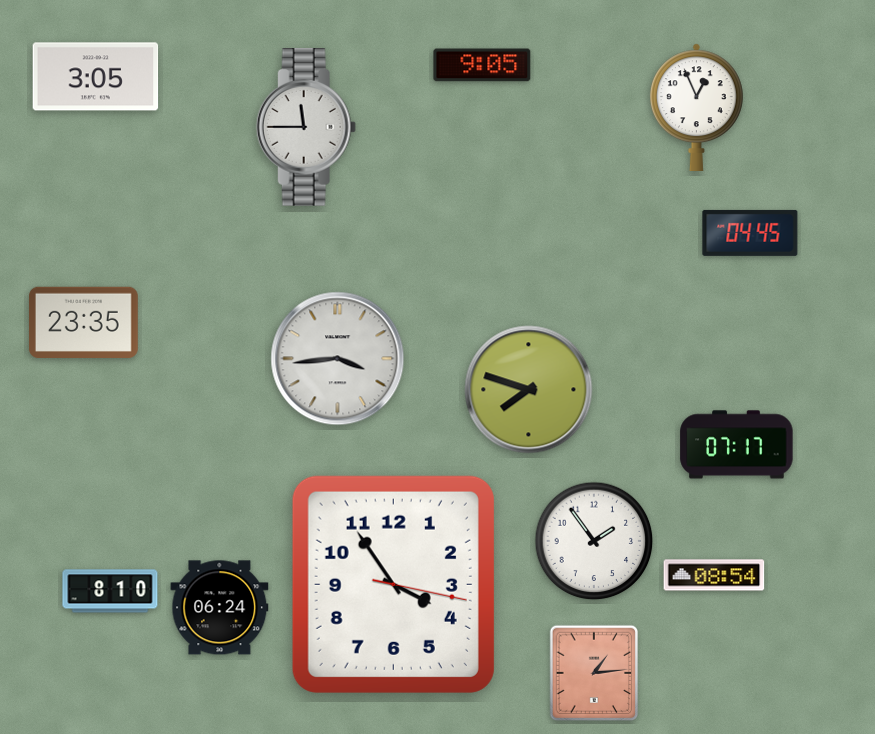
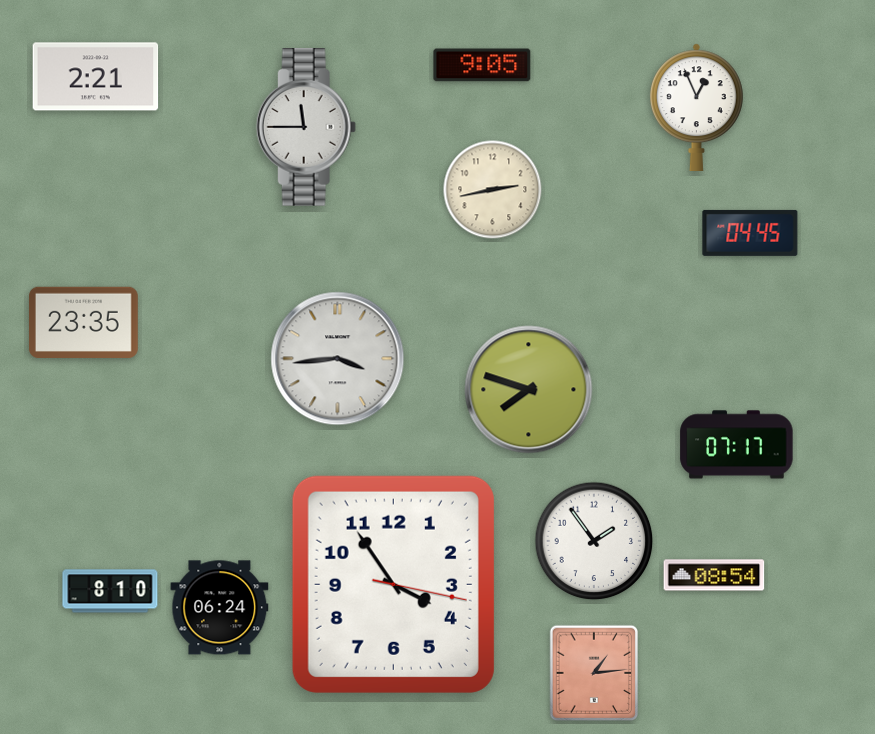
clock at (96, 77): 3:05 -> 2:21
clock at (493, 190): none -> 2:43
